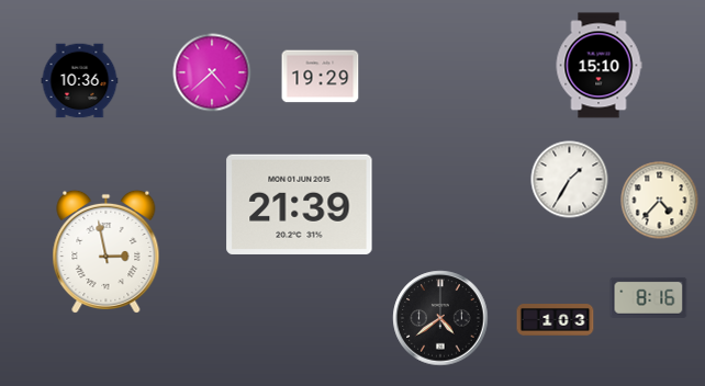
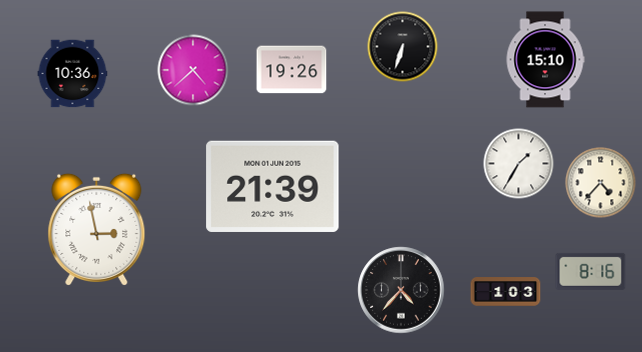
clock at (403, 47): none -> 6:33
clock at (212, 72) position: (212, 72) -> (193, 70)
clock at (321, 77): 19:29 -> 19:26
clock at (440, 318): 4:39 -> 4:37
